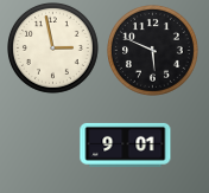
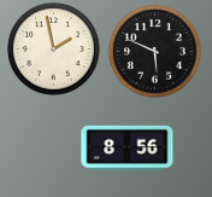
clock at (53, 49): 2:58 -> 1:58
clock at (126, 144): 9:01 -> 8:56
